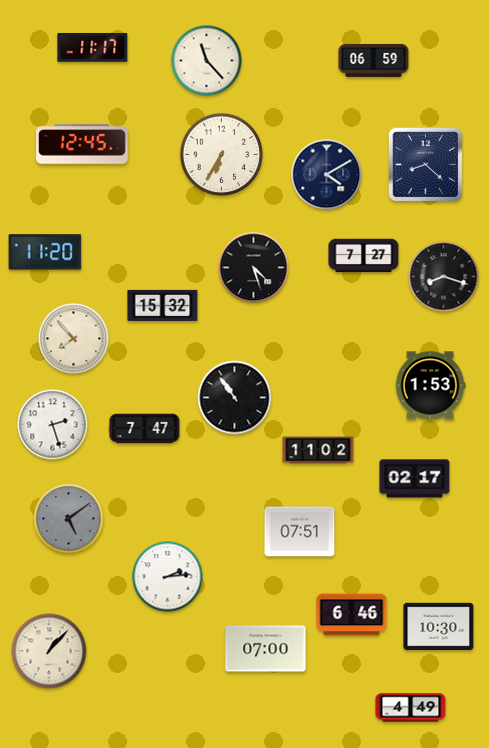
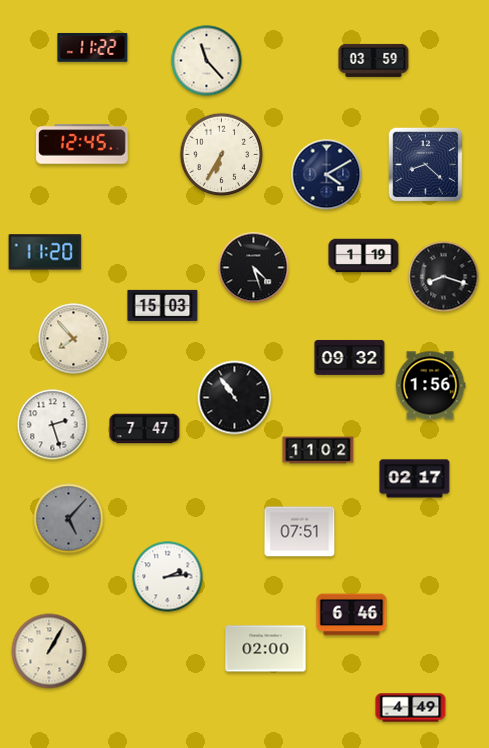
clock at (93, 48): 11:17 -> 11:22
clock at (374, 60): 06:59 -> 03:59
clock at (364, 256): 7:27 -> 1:19
clock at (163, 305): 15:32 -> 15:03
clock at (350, 358): none -> 09:32
clock at (430, 386): 1:53 -> 1:56
clock at (69, 519): 5:09 -> 5:07
clock at (439, 627): 10:30 -> none
clock at (266, 649): 07:00 -> 02:00
clock at (49, 651): 1:07 -> 1:05
